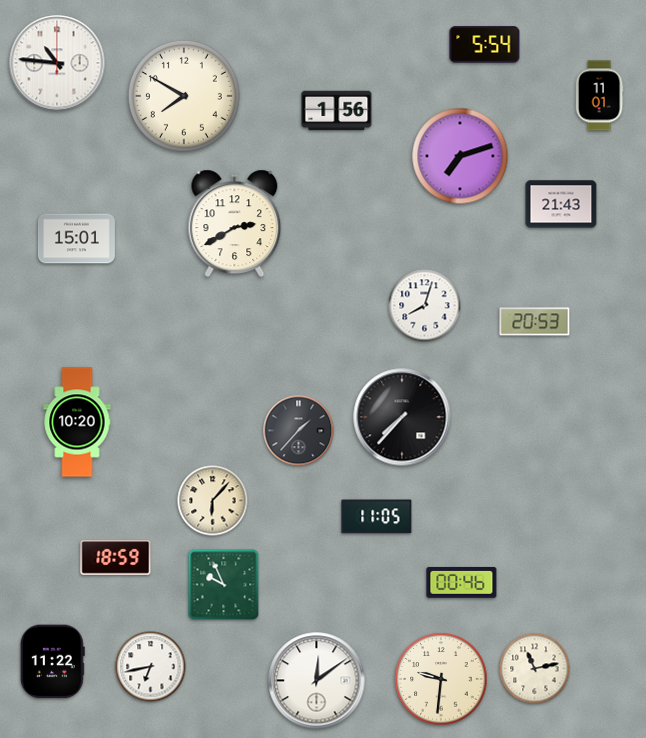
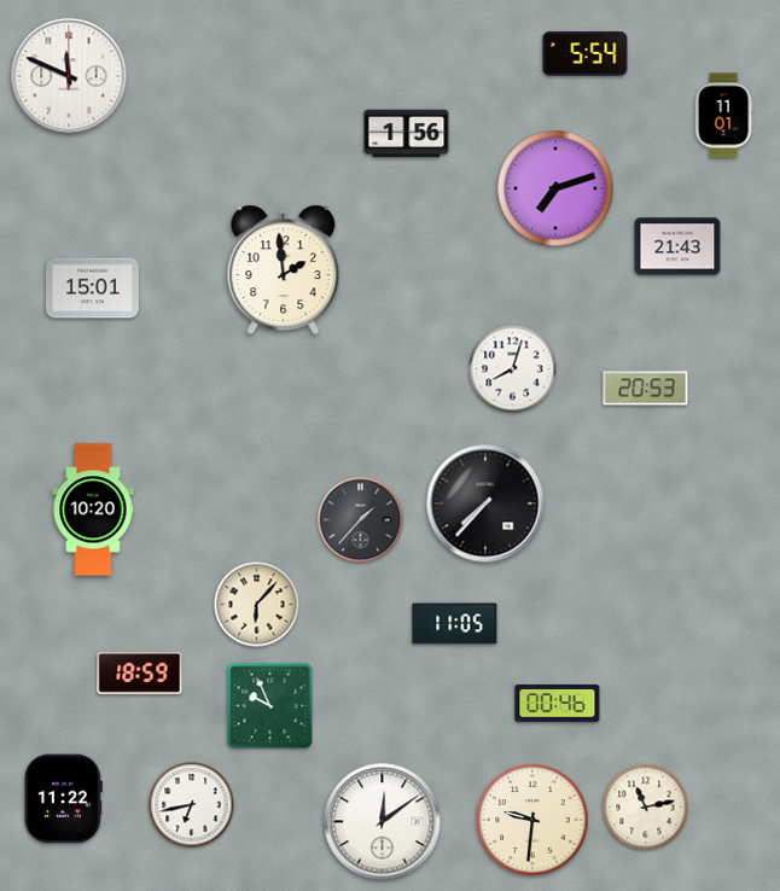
clock at (57, 63): 10:46 -> 11:49
clock at (184, 96): 7:50 -> none
clock at (235, 223): 2:40 -> 1:59
clock at (151, 667) position: (151, 667) -> (192, 805)
